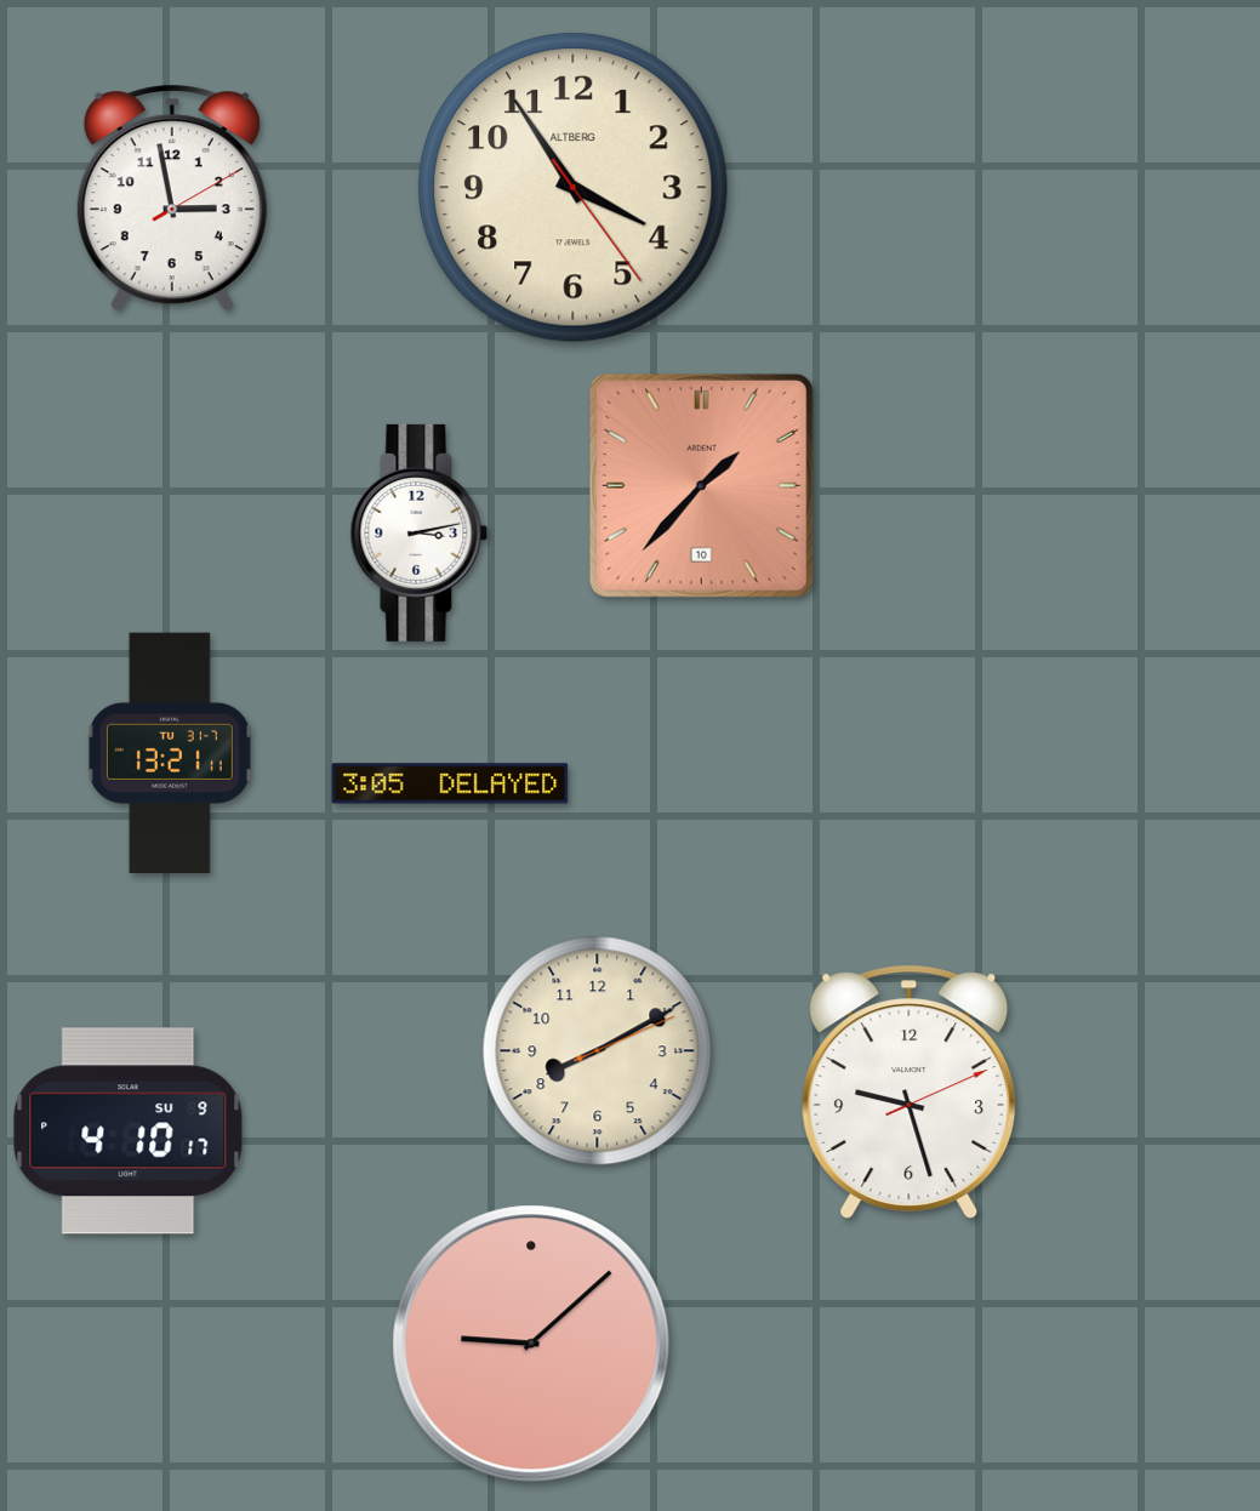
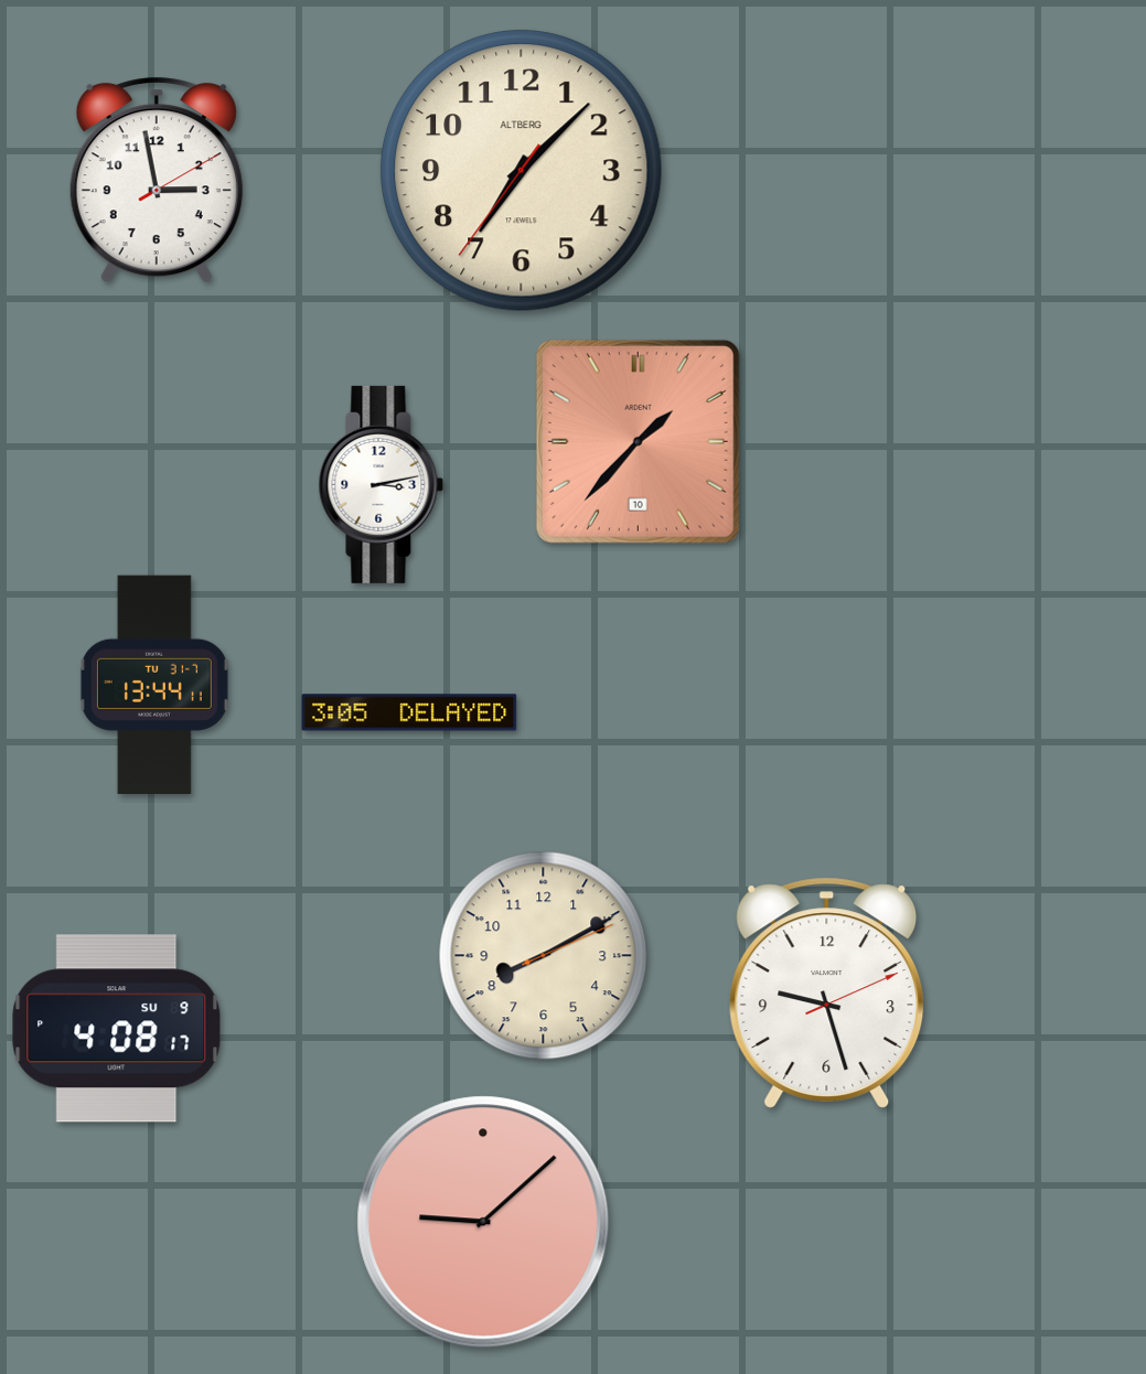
clock at (574, 188): 3:54 -> 7:07
clock at (170, 752): 13:21 -> 13:44
clock at (129, 1131): 4:10 -> 4:08
